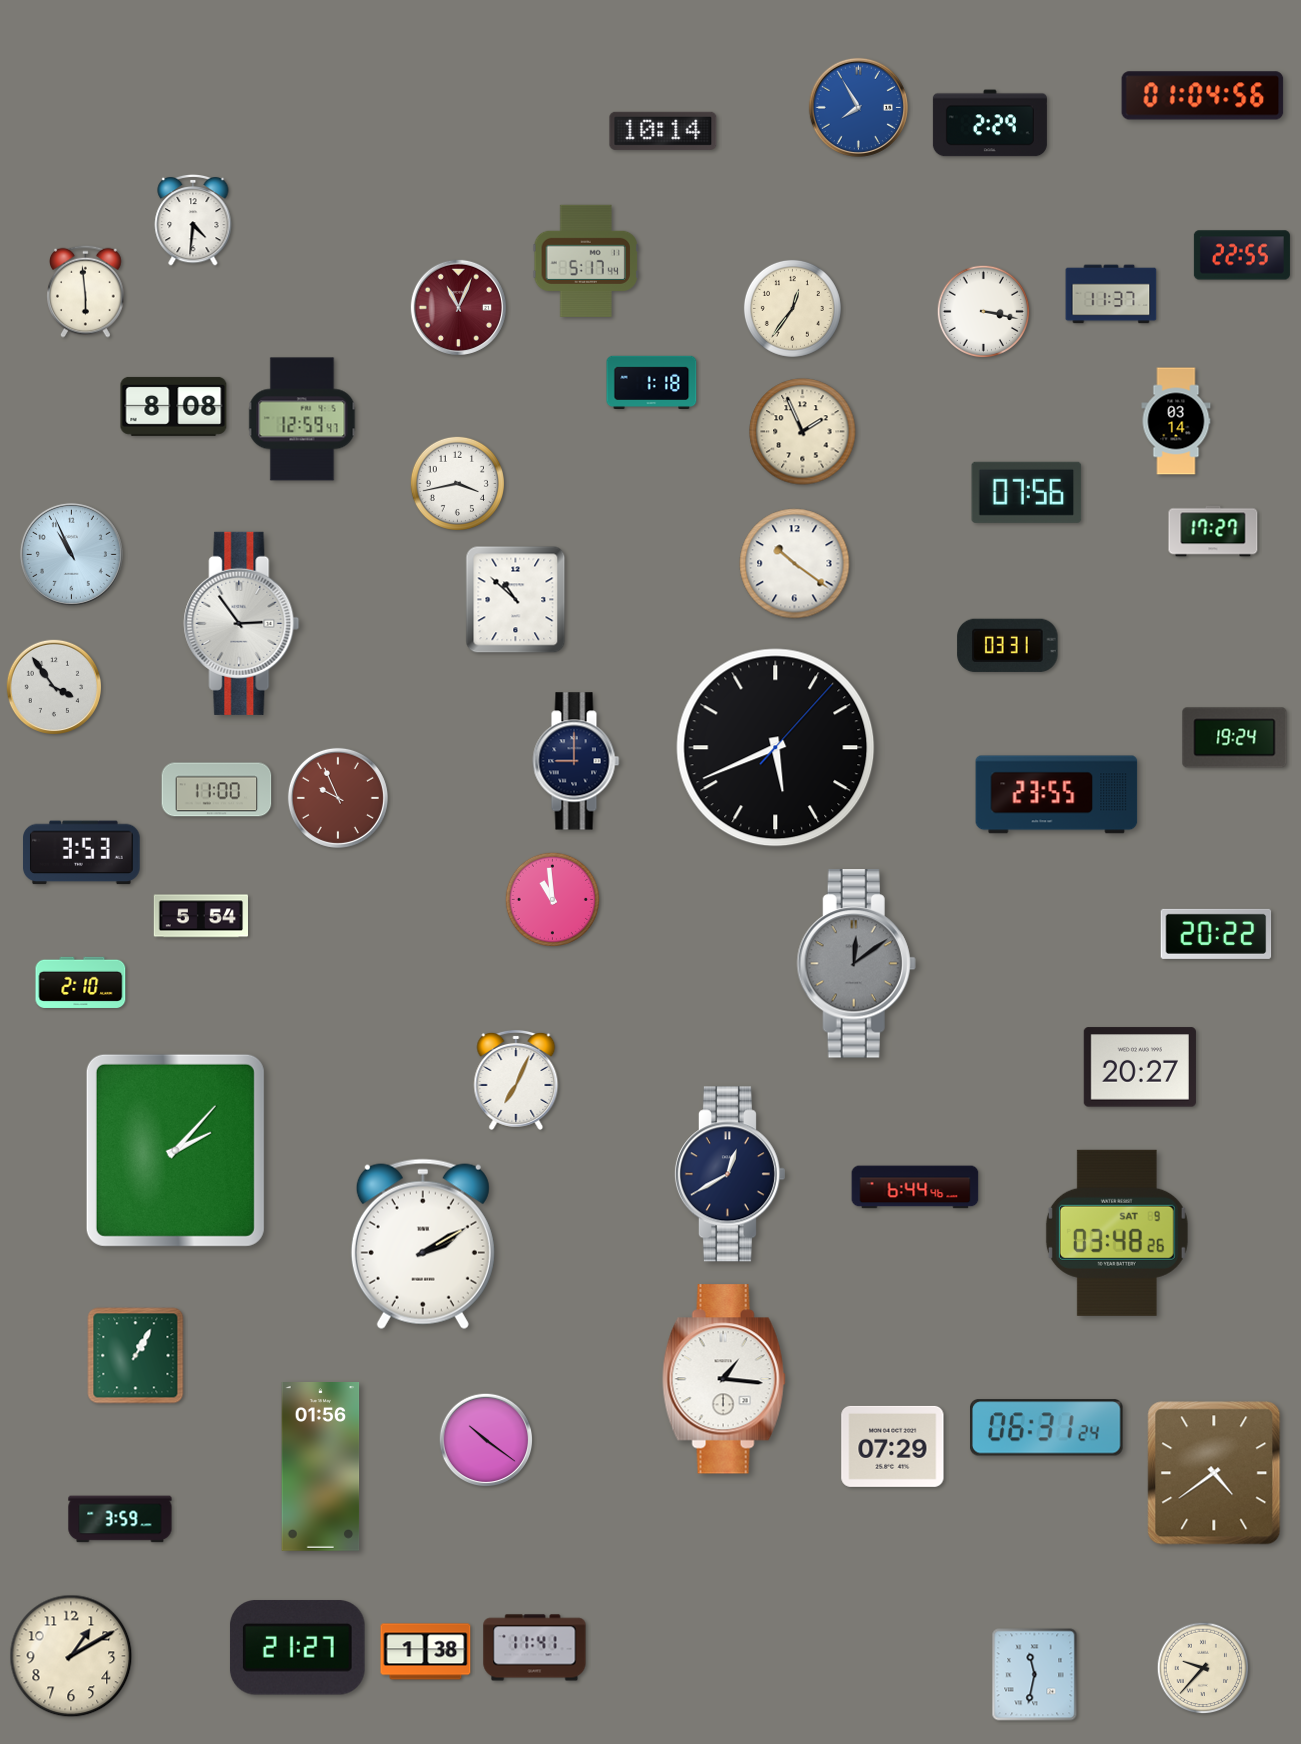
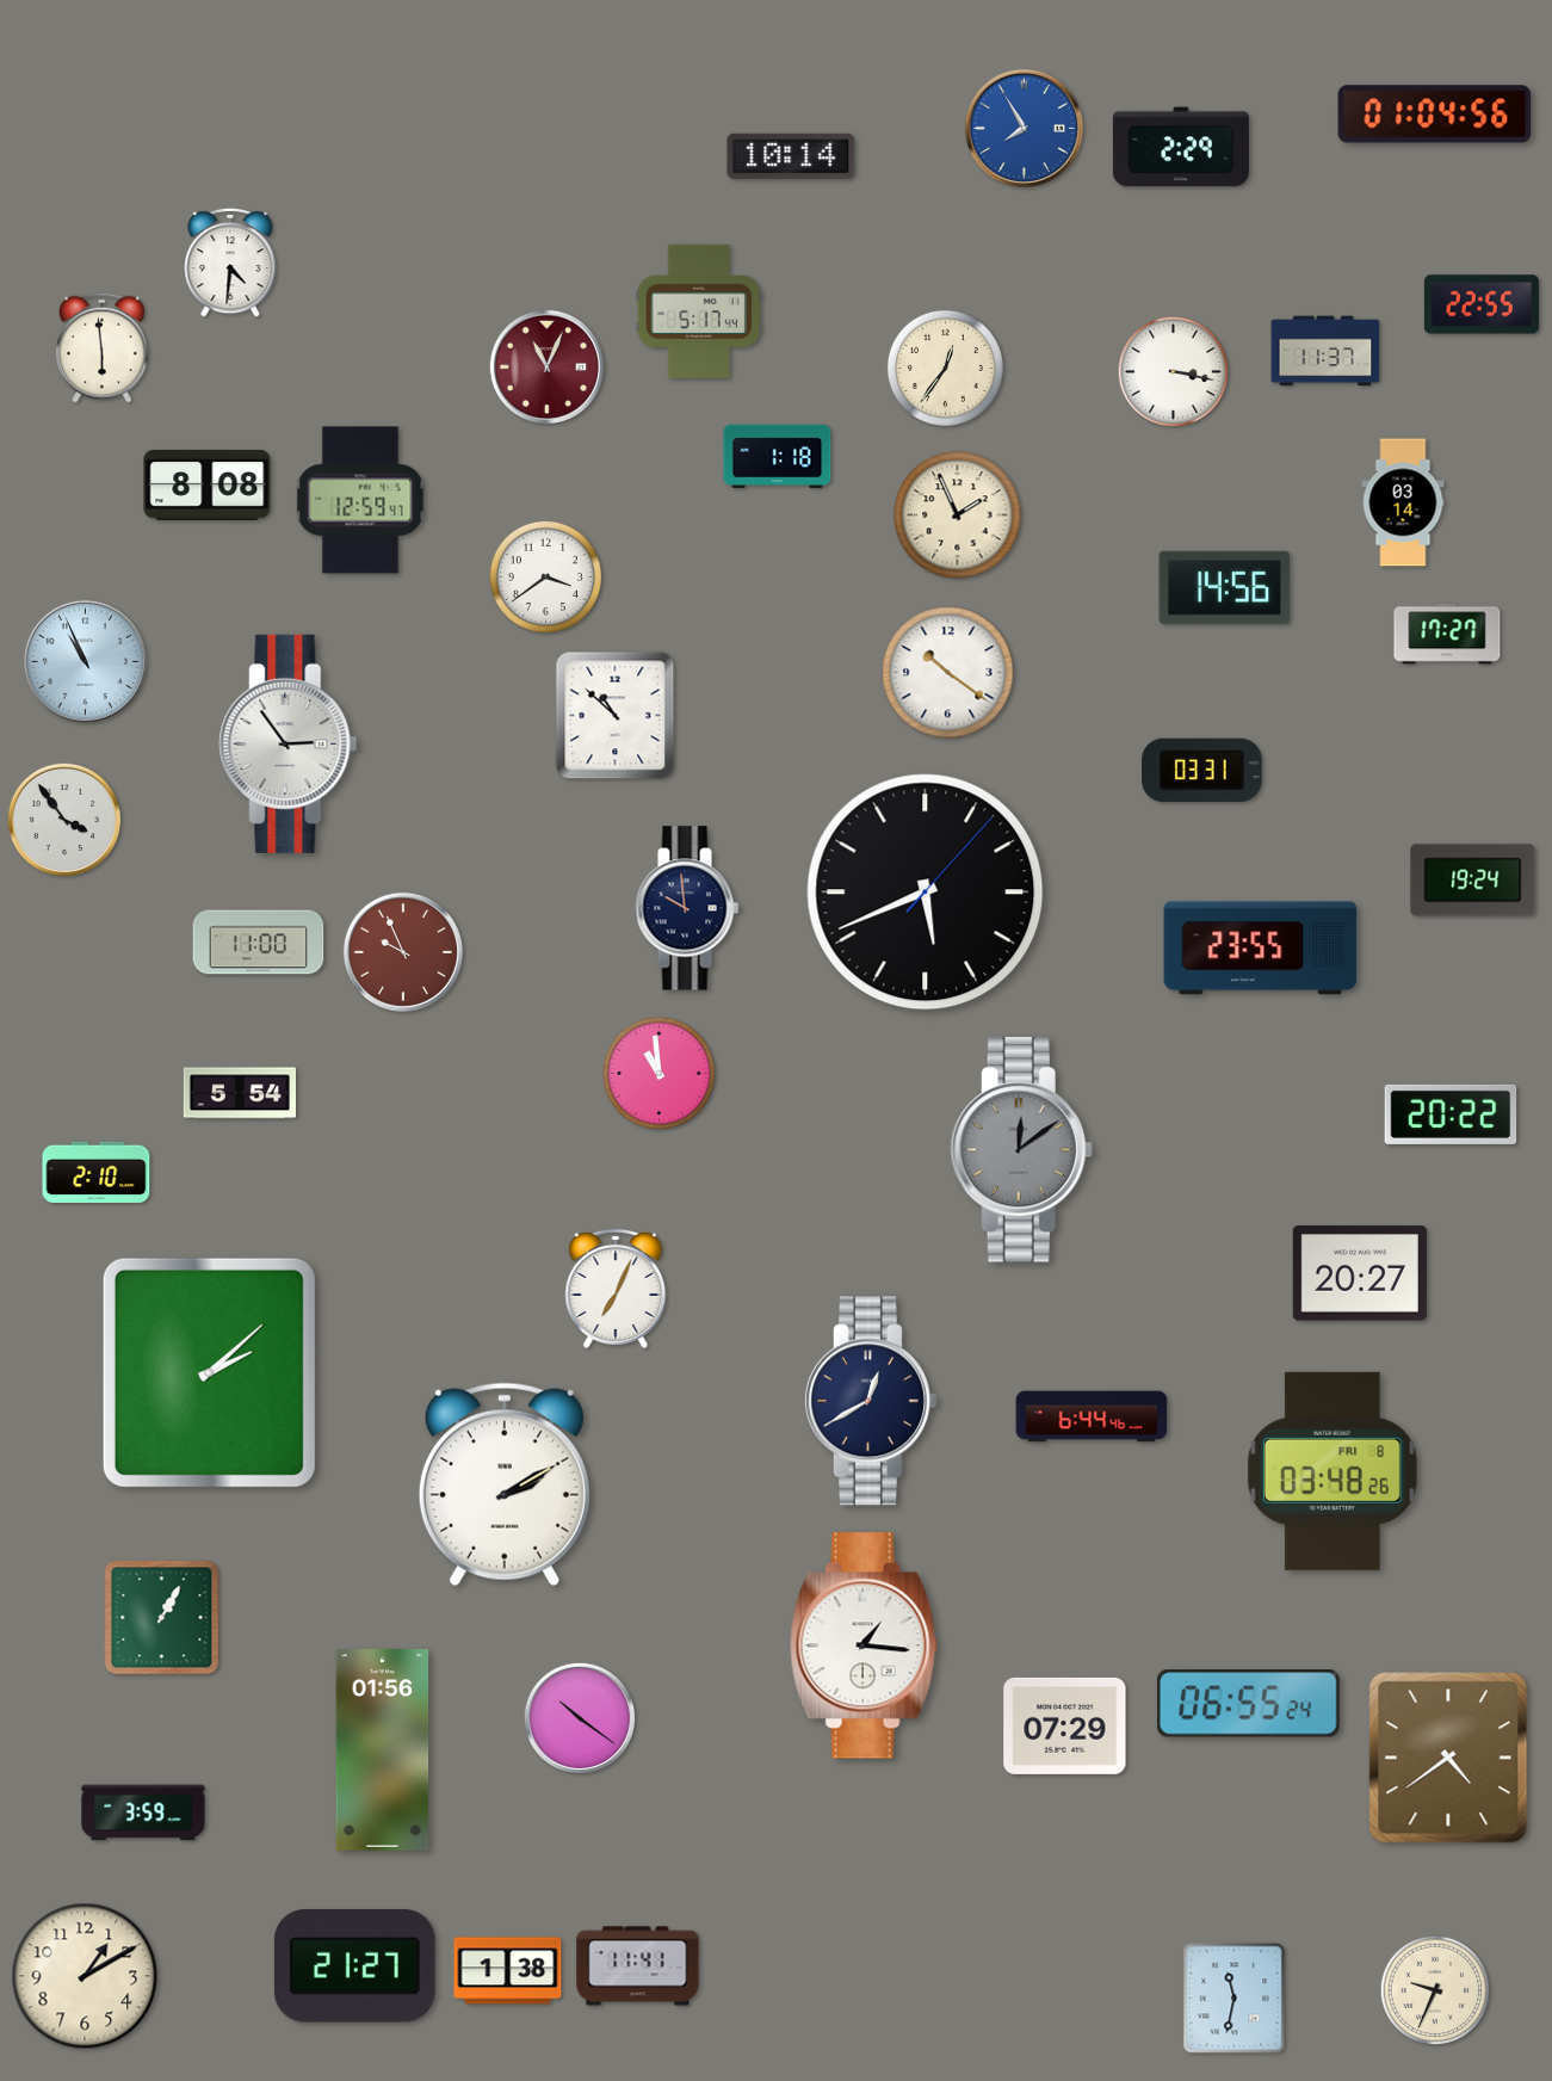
clock at (457, 483): 3:43 -> 3:39
clock at (1027, 492): 07:56 -> 14:56
clock at (576, 761): 9:00 -> 9:59
clock at (82, 853): 3:53 -> none
clock at (175, 1150): 2:07 -> 2:08
clock at (1117, 1233) date: SAT 9 -> FRI 8
clock at (1047, 1428): 06:31 -> 06:55
clock at (1203, 1668): 9:37 -> 9:34
